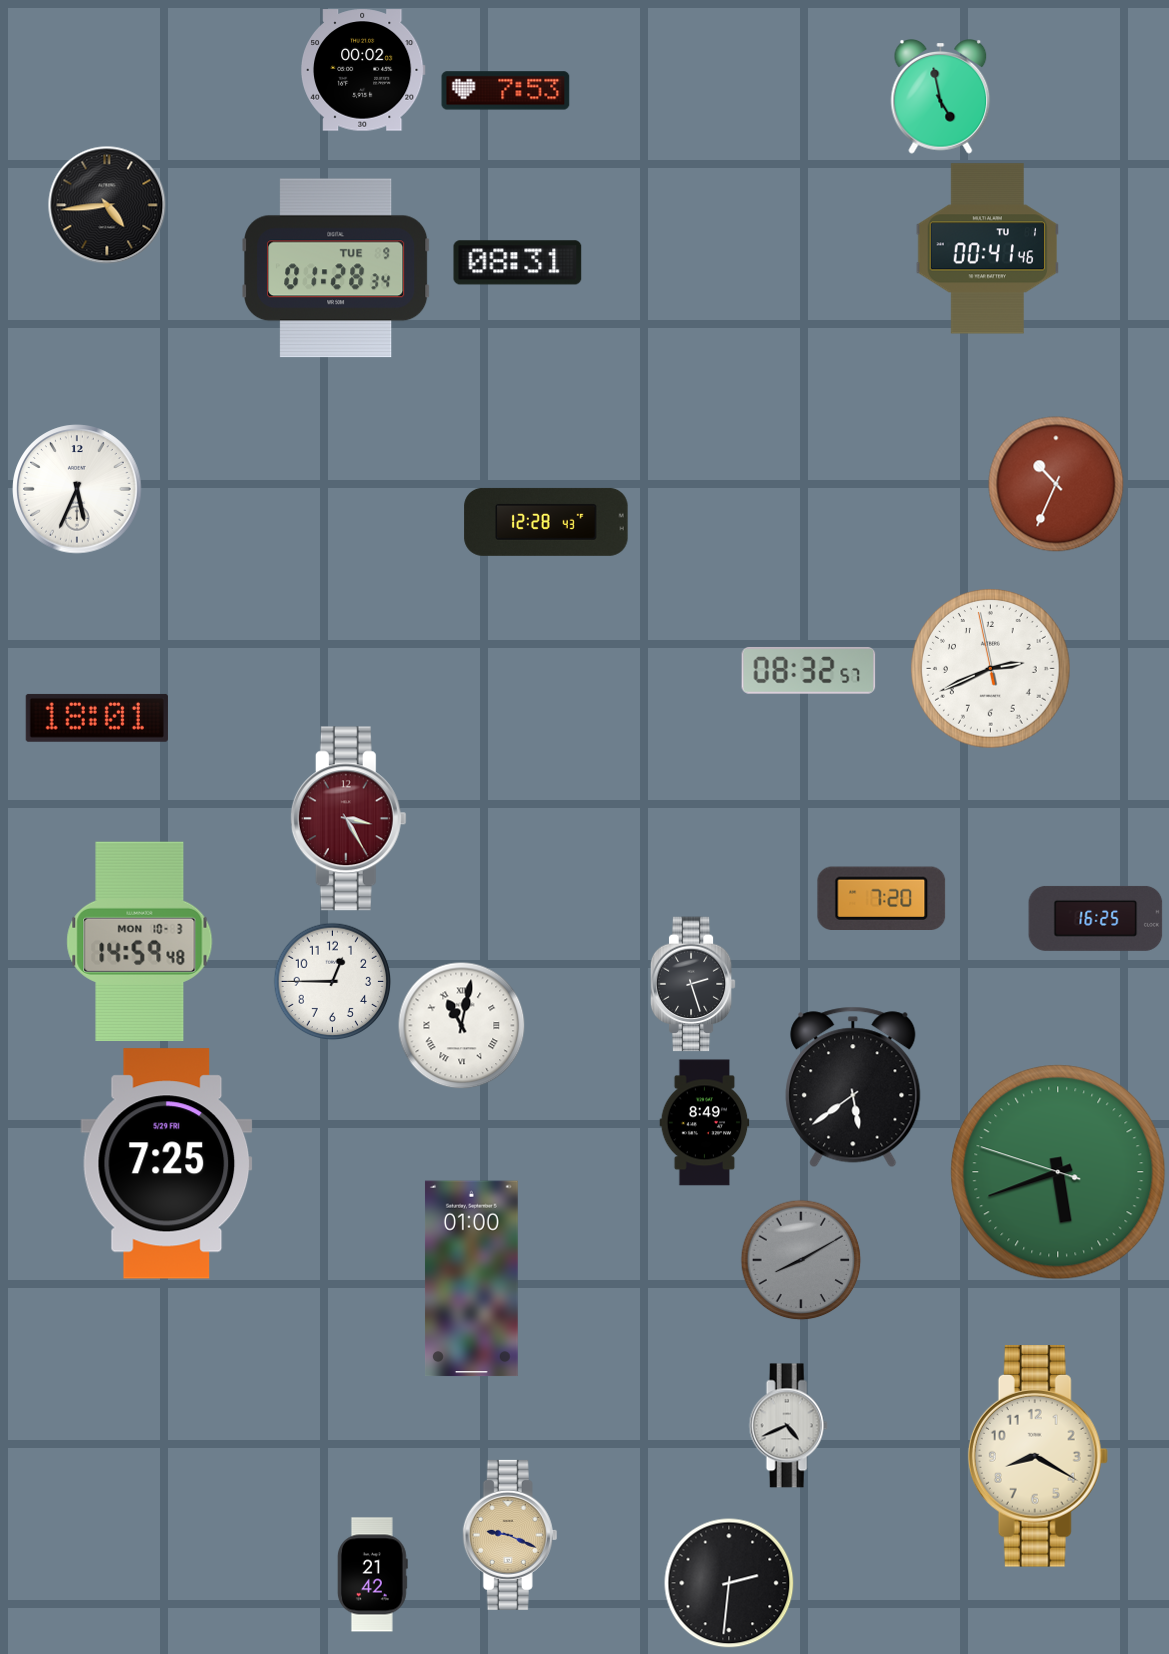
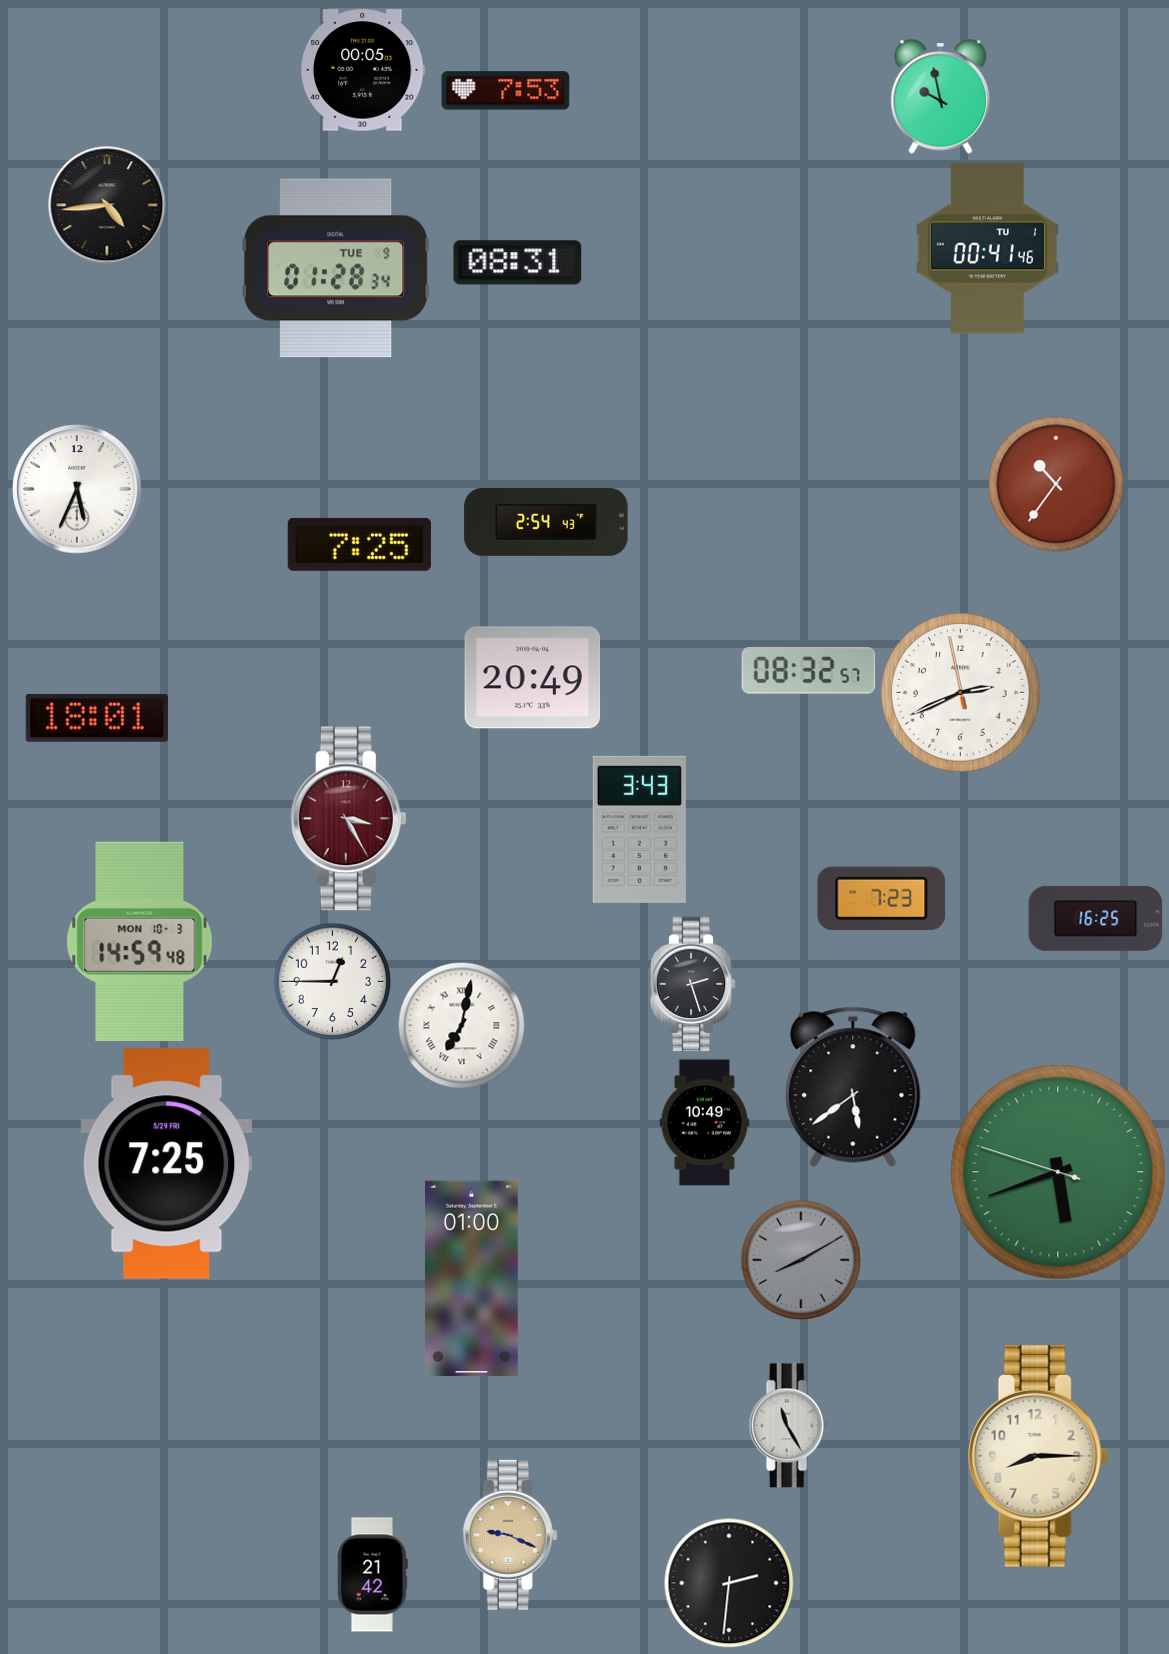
clock at (363, 70): 00:02 -> 00:05
clock at (941, 97): 4:58 -> 9:58
clock at (1056, 484): 10:34 -> 10:36
clock at (546, 522): 12:28 -> 2:54
clock at (359, 544): none -> 7:25
clock at (991, 669) position: (991, 669) -> (961, 693)
clock at (533, 678): none -> 20:49
clock at (639, 829): none -> 3:43
clock at (882, 898): 7:20 -> 7:23
clock at (461, 1025): 11:02 -> 7:02
clock at (705, 1123): 8:49 -> 10:49
clock at (788, 1426): 4:41 -> 11:25
clock at (1038, 1457): 8:20 -> 8:15
